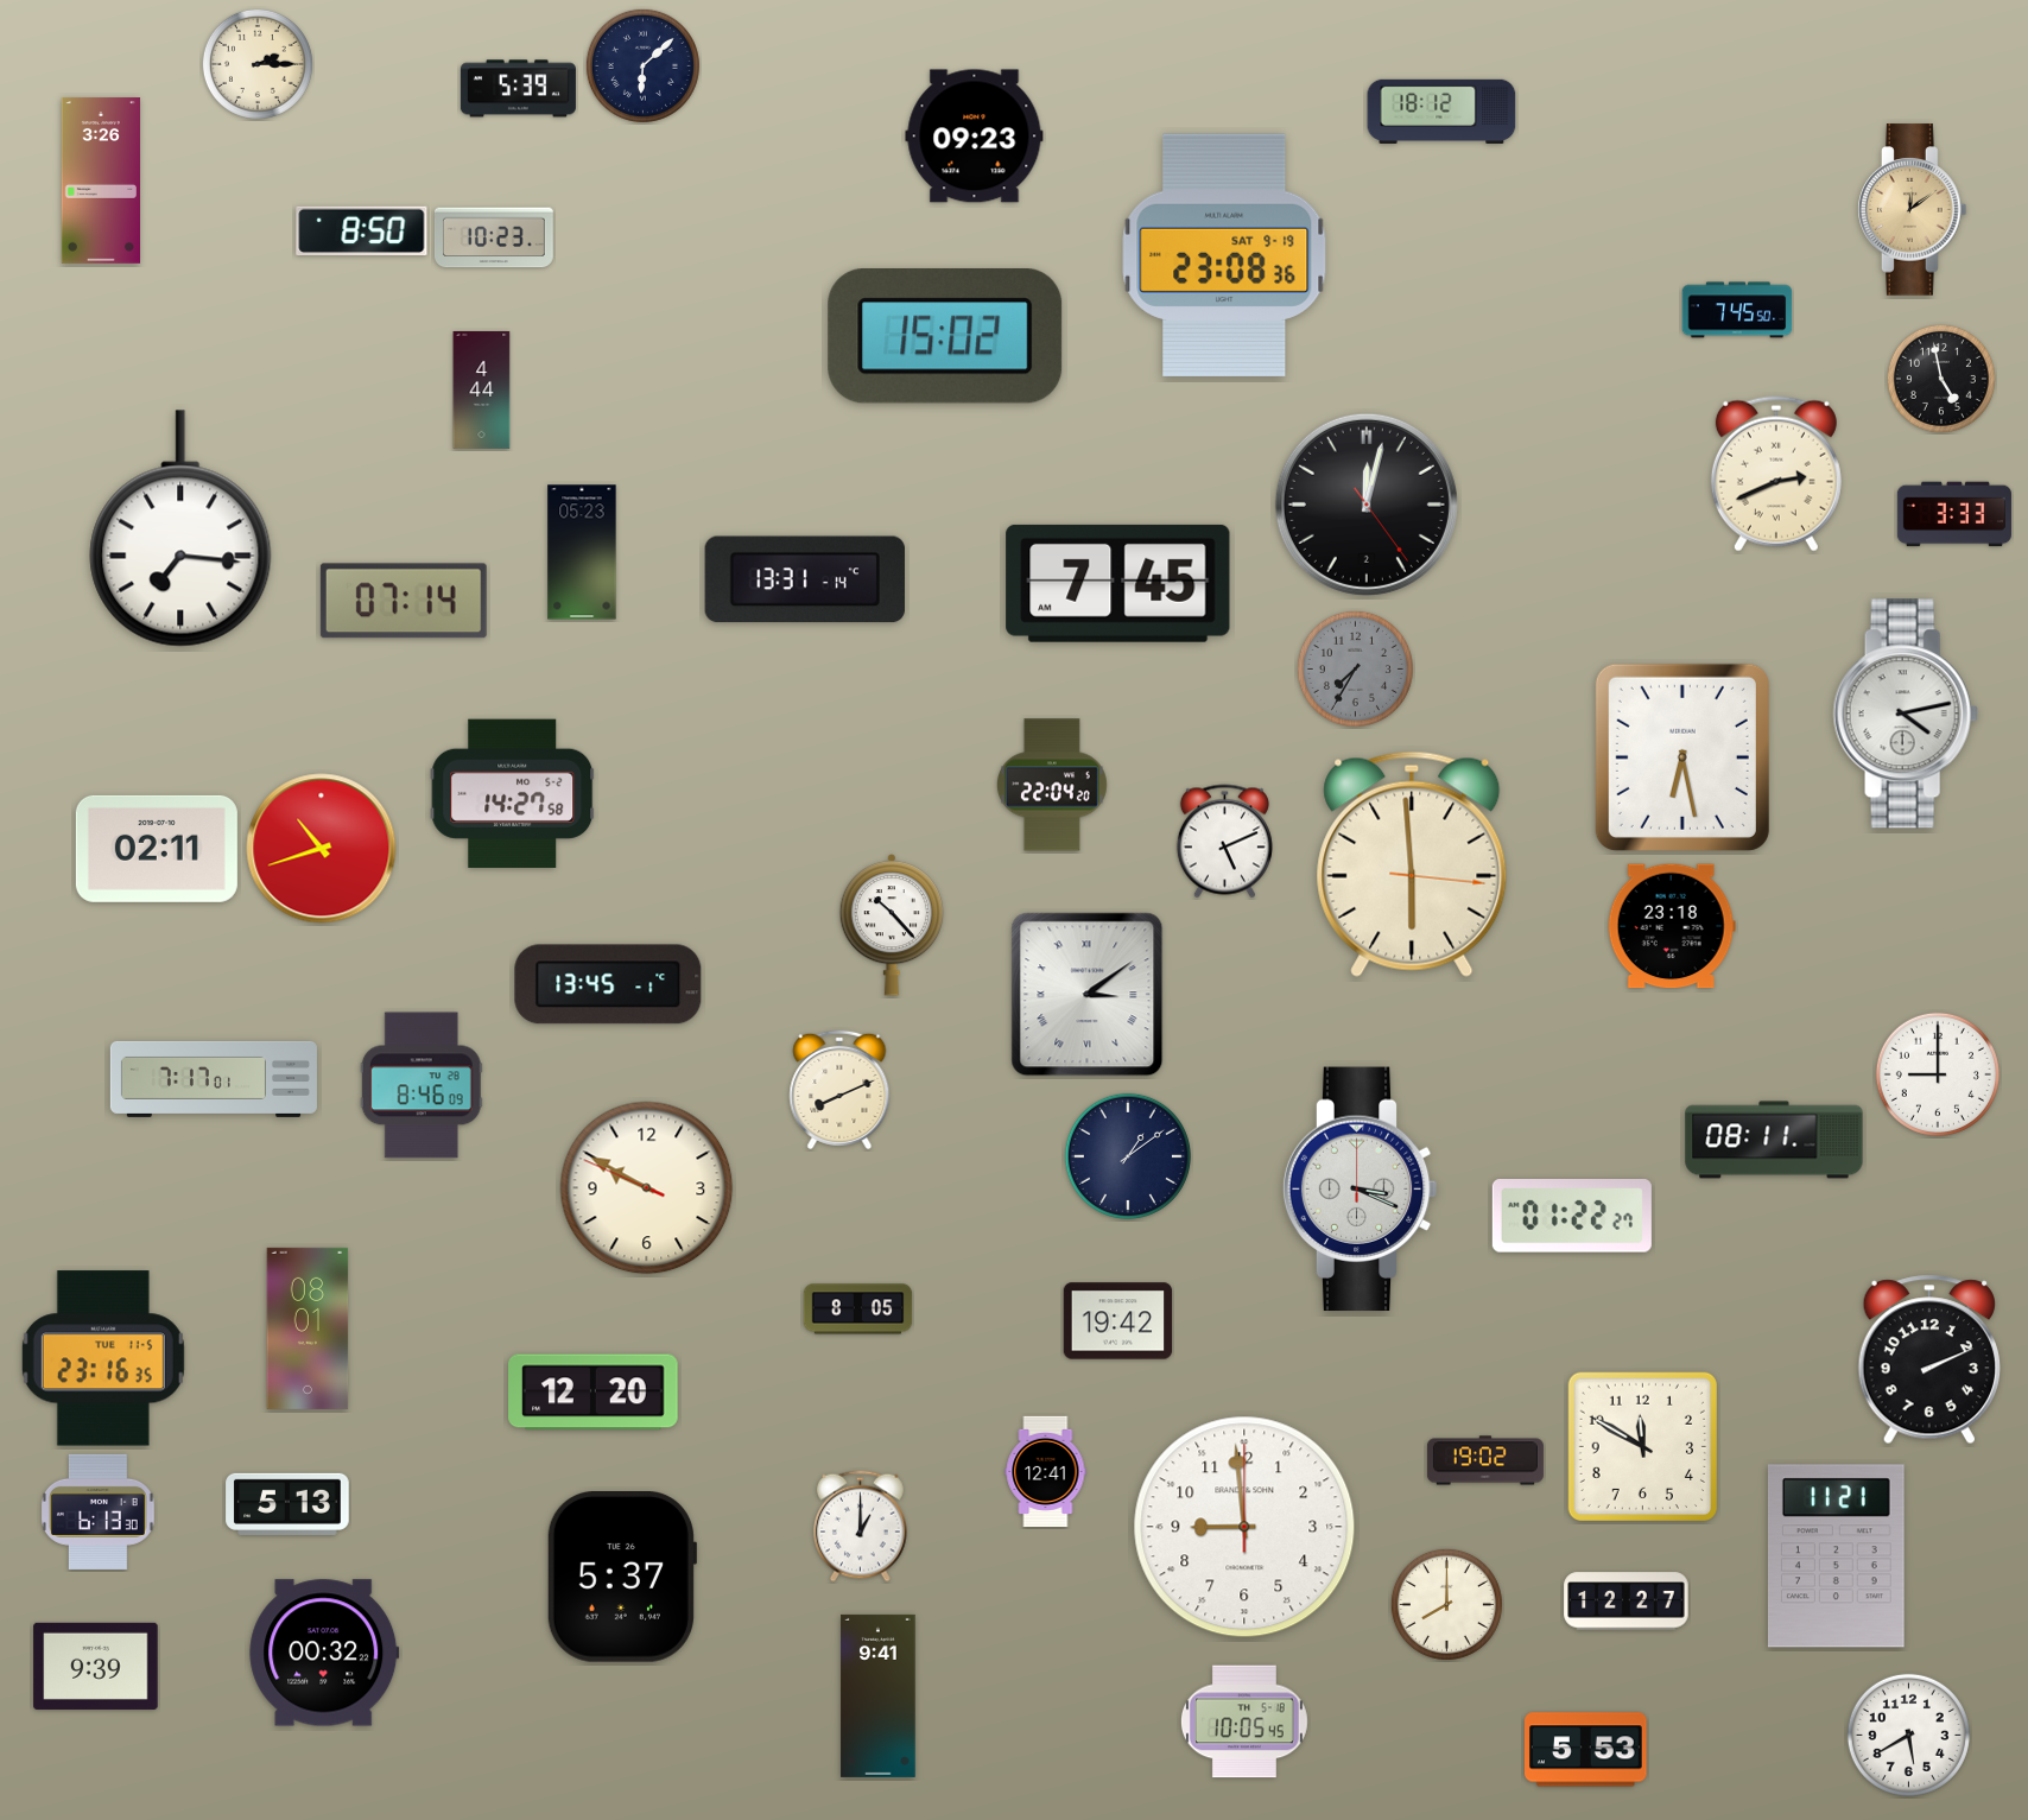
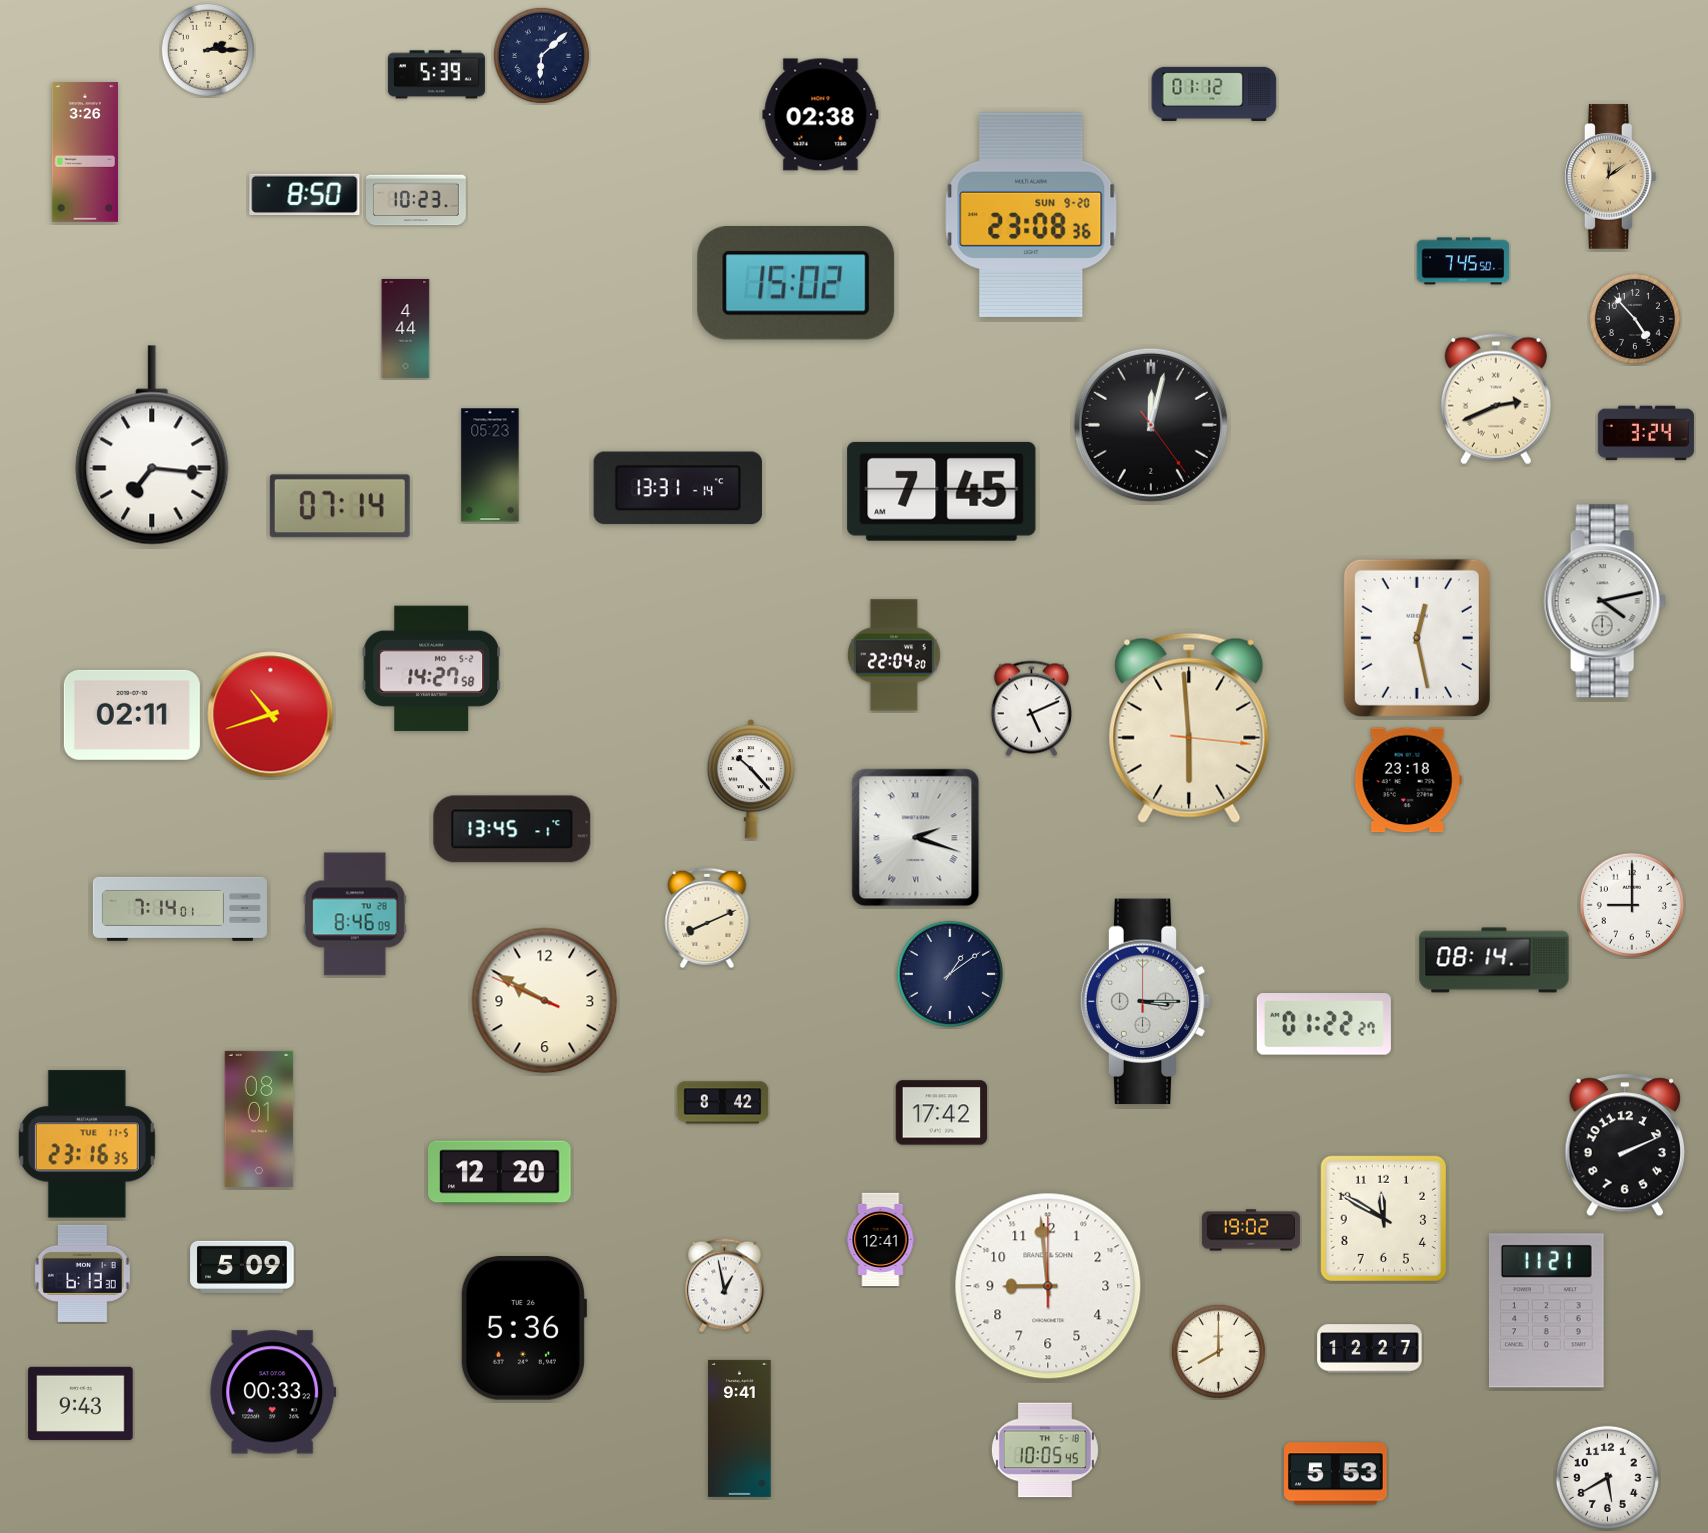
clock at (258, 64) position: (258, 64) -> (208, 50)
clock at (1441, 112): 18:12 -> 01:12
clock at (975, 137): 09:23 -> 02:38
clock at (1224, 255) date: SAT 9-19 -> SUN 9-20
clock at (1941, 379): 4:58 -> 4:53
clock at (1954, 514): 3:33 -> 3:24
clock at (1355, 668): 7:35 -> none
clock at (1682, 757): 6:28 -> 12:28
clock at (1052, 785) position: (1052, 785) -> (894, 655)
clock at (1088, 995): 3:09 -> 2:18
clock at (214, 1079): 7:17 -> 7:14
clock at (1774, 1140): 08:11 -> 08:14
clock at (1360, 1190): 3:19 -> 3:15
clock at (858, 1309): 8:05 -> 8:42
clock at (1118, 1321): 19:42 -> 17:42
clock at (287, 1504): 5:13 -> 5:09
clock at (860, 1527): 1:00 -> 12:58
clock at (621, 1578): 5:37 -> 5:36
clock at (324, 1653): 00:32 -> 00:33
clock at (96, 1666): 9:39 -> 9:43
clock at (1244, 1721) position: (1244, 1721) -> (1045, 1450)
clock at (1908, 1735) position: (1908, 1735) -> (1607, 1477)
